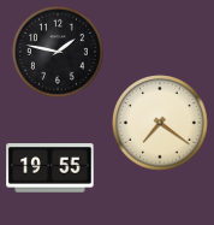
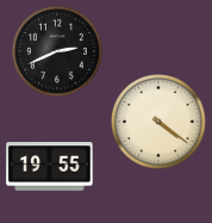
clock at (58, 52): 1:47 -> 2:41
clock at (160, 123): 7:21 -> 4:21
